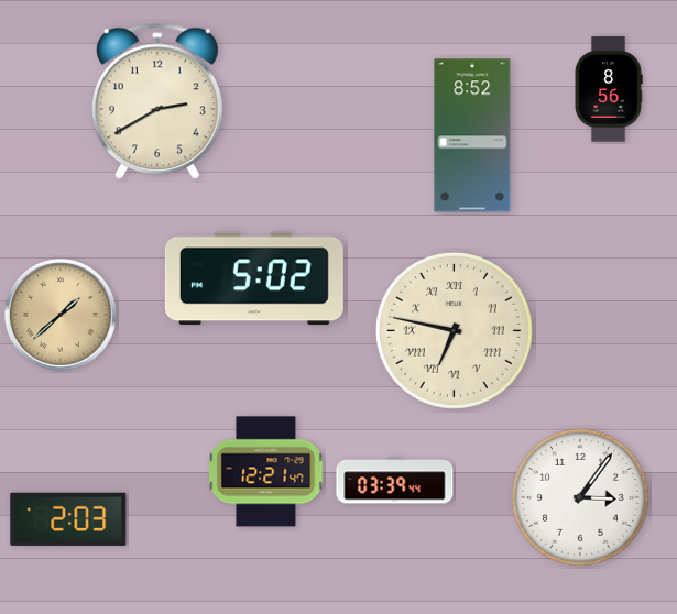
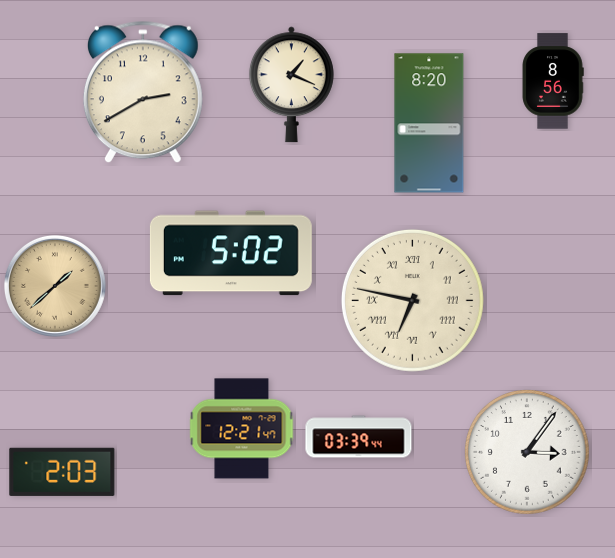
clock at (291, 85): none -> 1:19
clock at (472, 135): 8:52 -> 8:20
